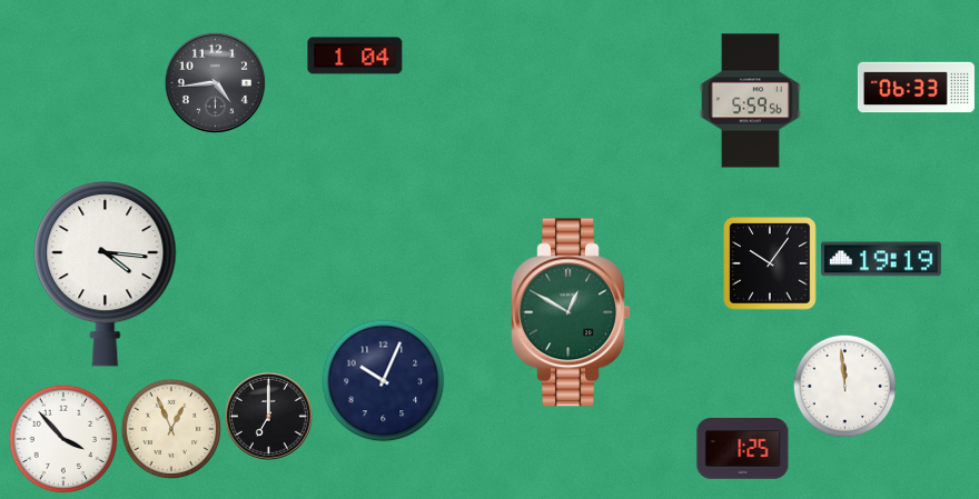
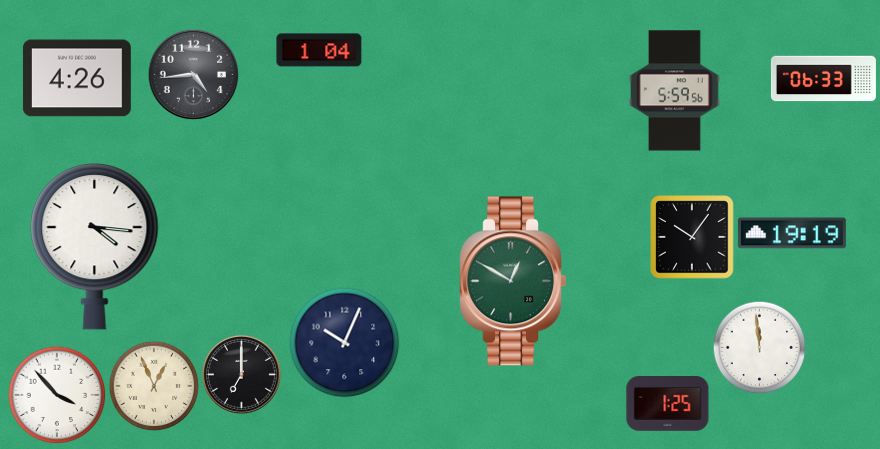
clock at (77, 78): none -> 4:26
